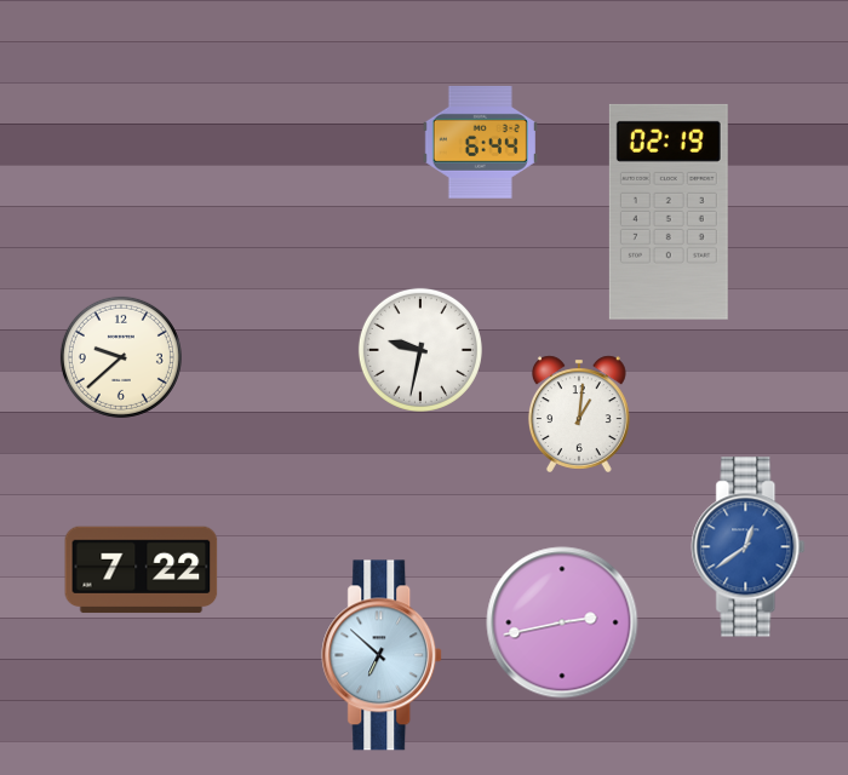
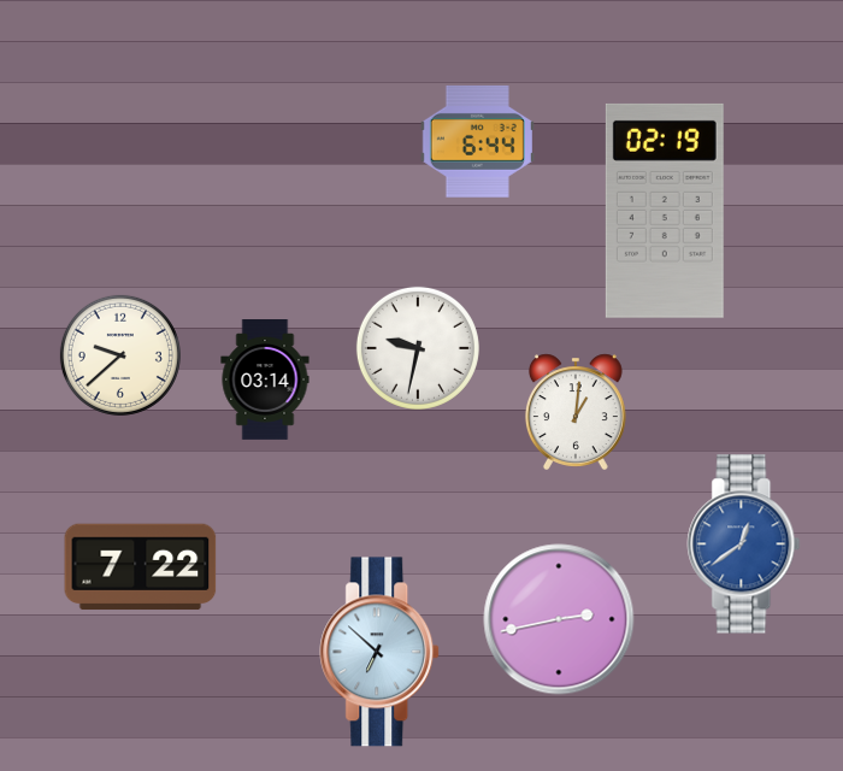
clock at (265, 381): none -> 03:14
